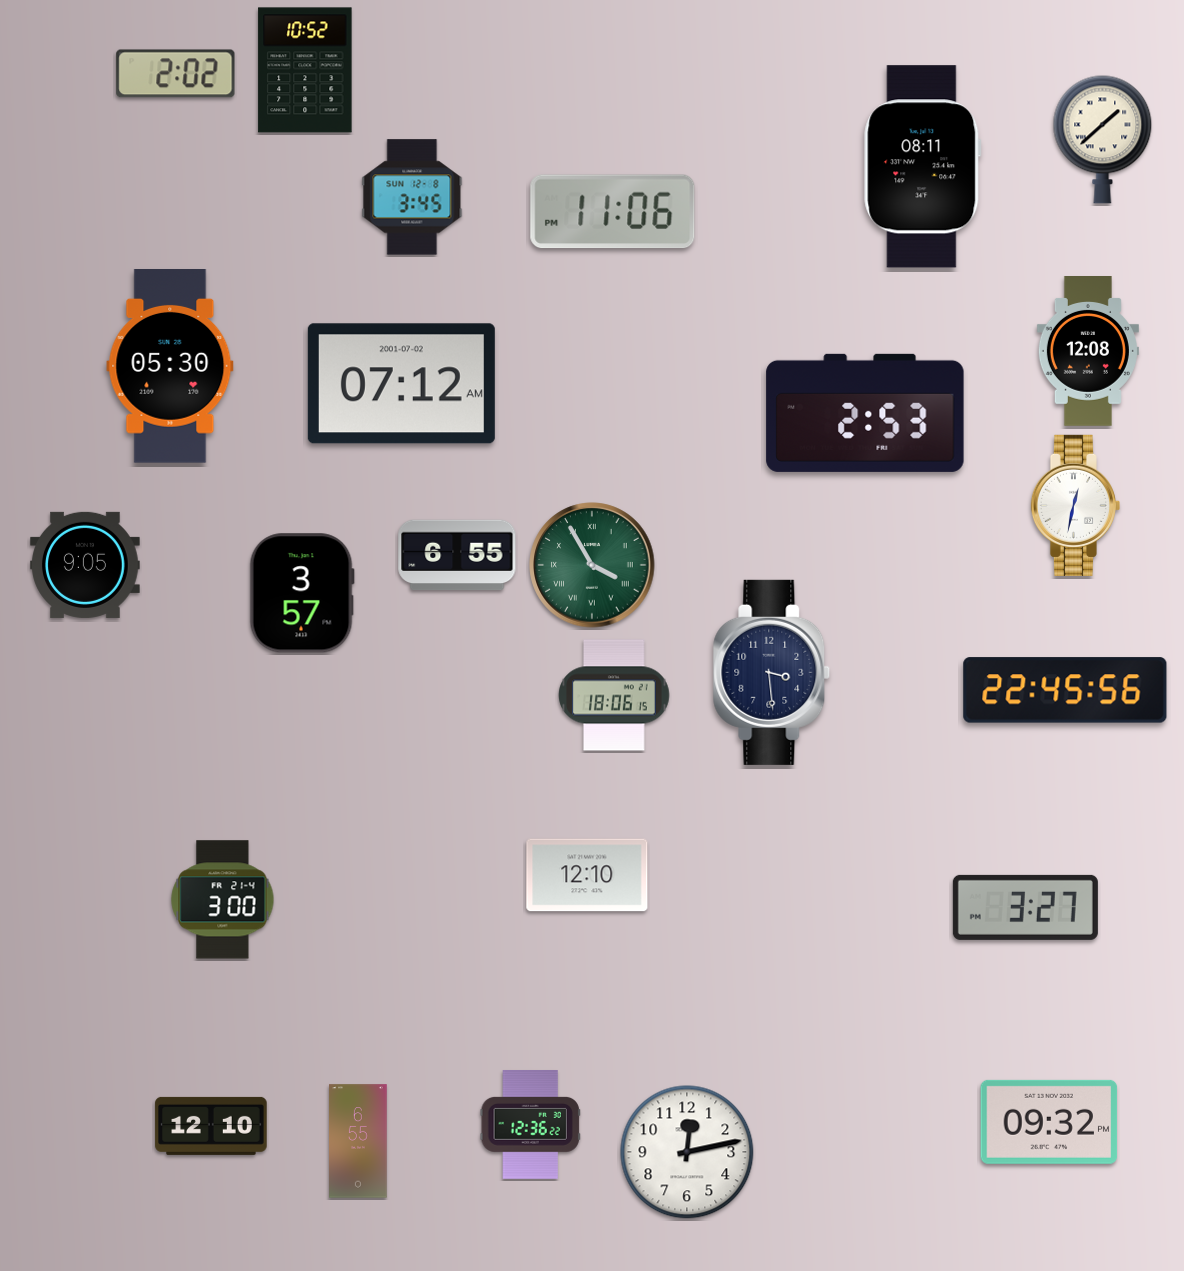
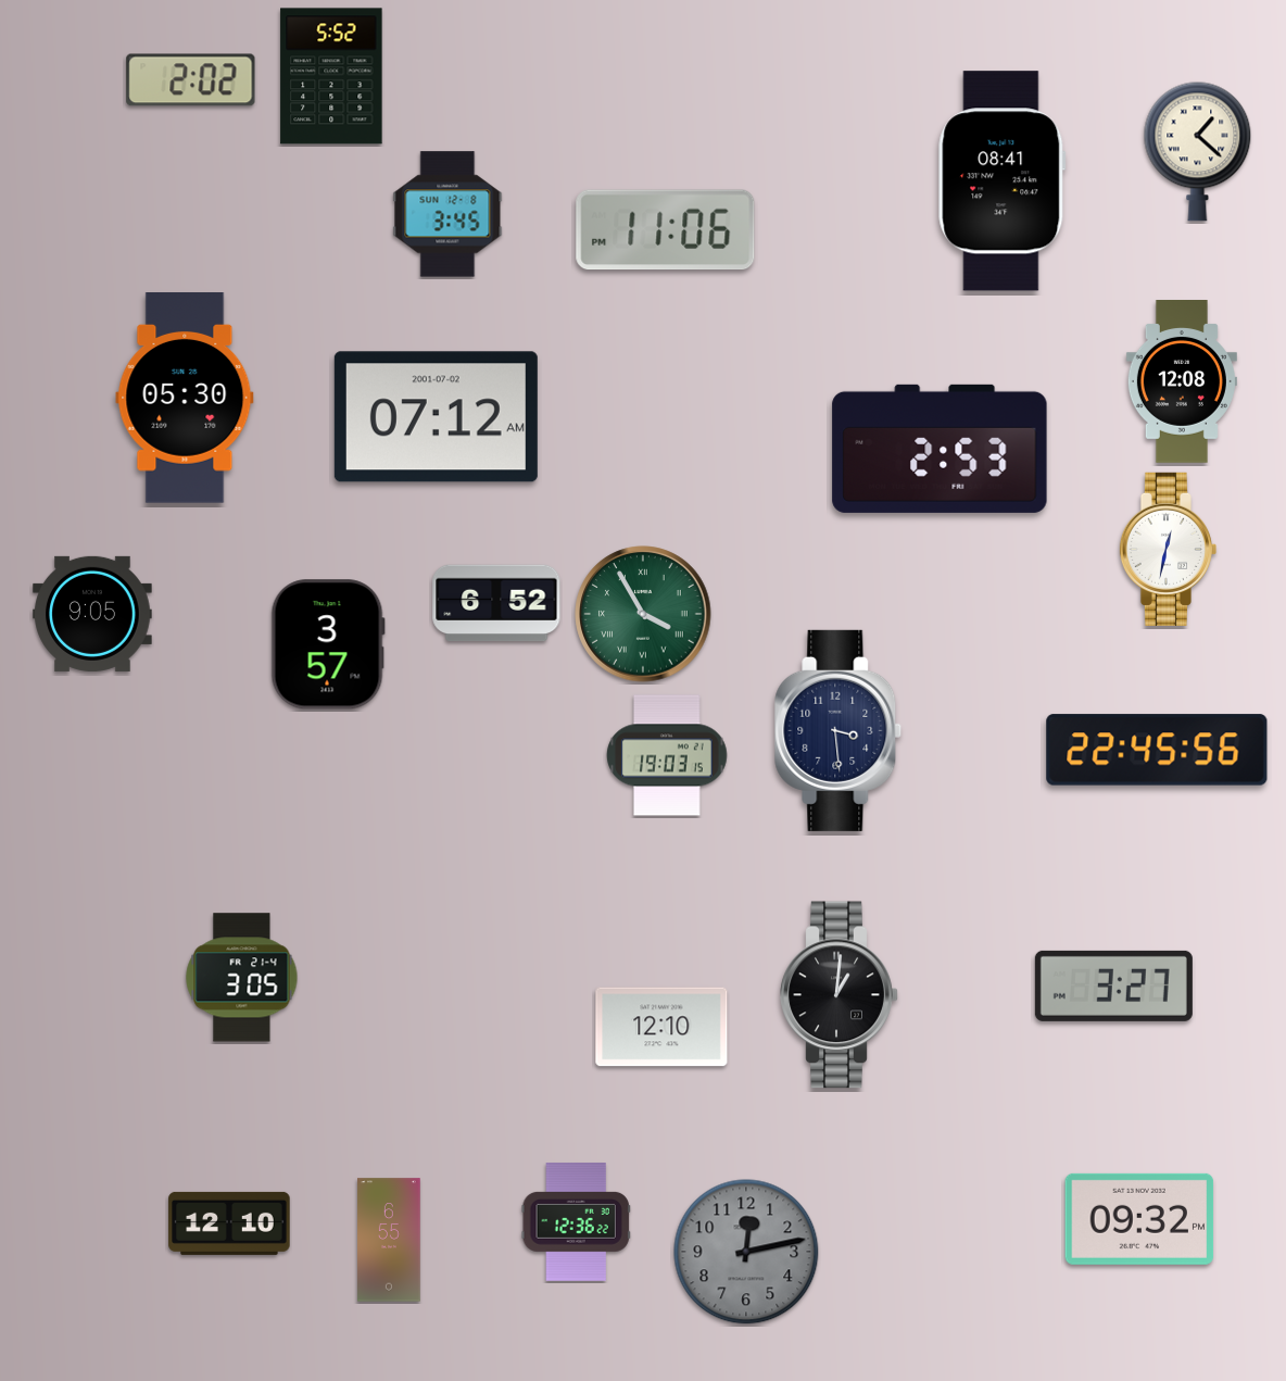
clock at (305, 70): 10:52 -> 5:52
clock at (1103, 139): 1:38 -> 1:22
clock at (923, 167): 08:11 -> 08:41
clock at (457, 555): 6:55 -> 6:52
clock at (614, 695): 18:06 -> 19:03
clock at (587, 875) position: (587, 875) -> (661, 1027)
clock at (223, 900): 3:00 -> 3:05
clock at (840, 995): none -> 1:01
clock at (687, 1152) dial: white -> grey
